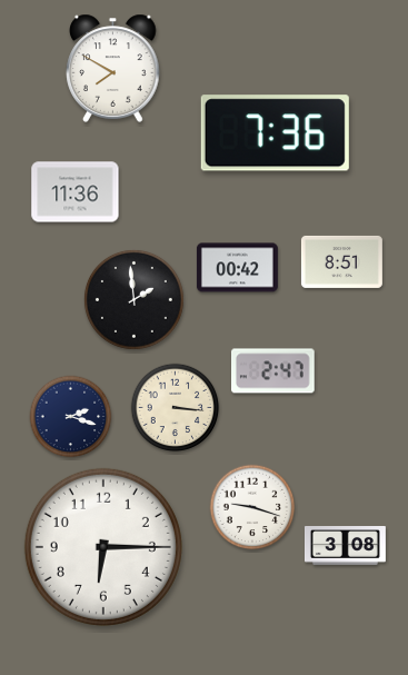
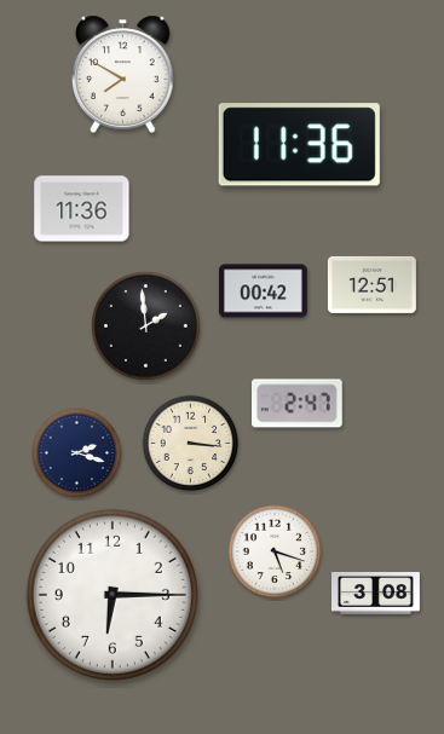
clock at (275, 133): 7:36 -> 11:36
clock at (341, 261): 8:51 -> 12:51
clock at (237, 268) position: (237, 268) -> (263, 291)
clock at (252, 507): 9:18 -> 5:18
